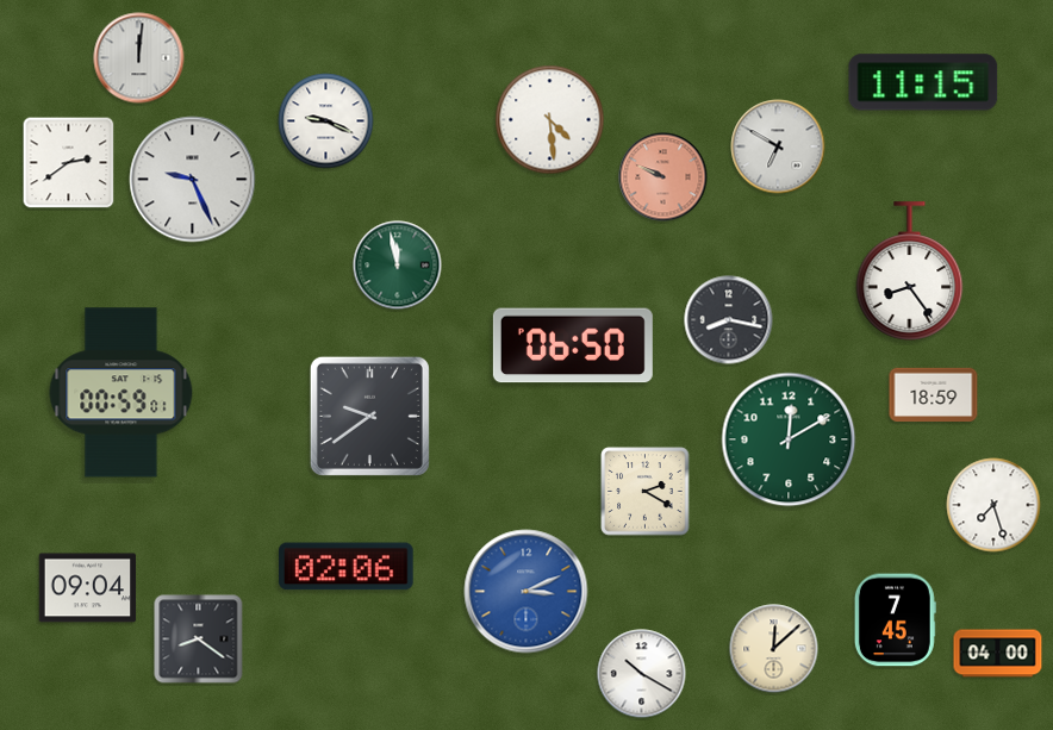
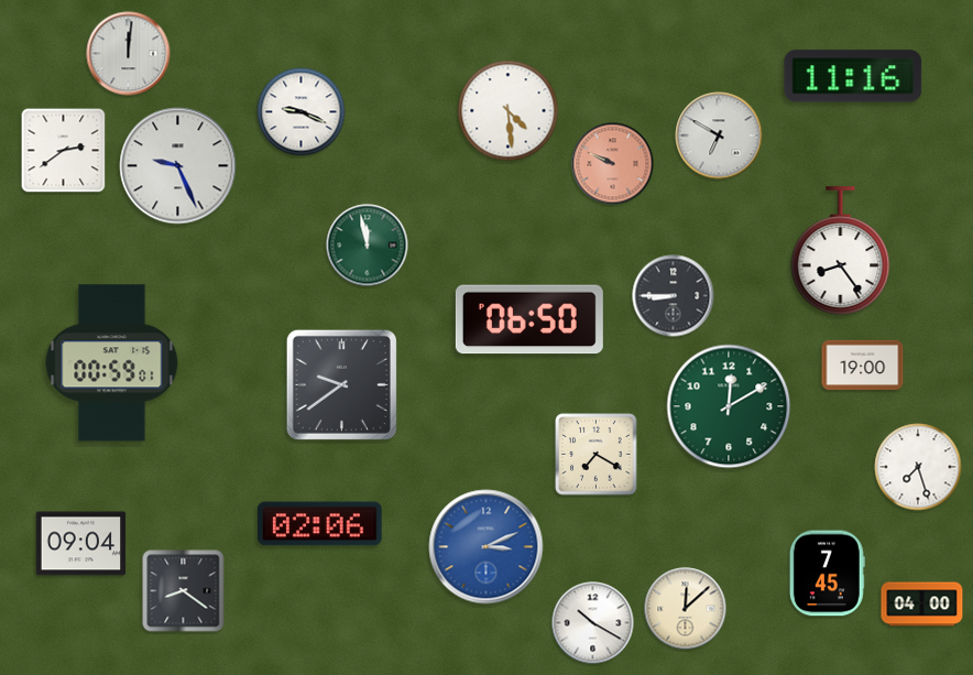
clock at (923, 82): 11:15 -> 11:16
clock at (729, 320): 8:17 -> 8:45
clock at (934, 395): 18:59 -> 19:00
clock at (646, 492): 2:20 -> 7:20
clock at (774, 649) position: (774, 649) -> (686, 609)
